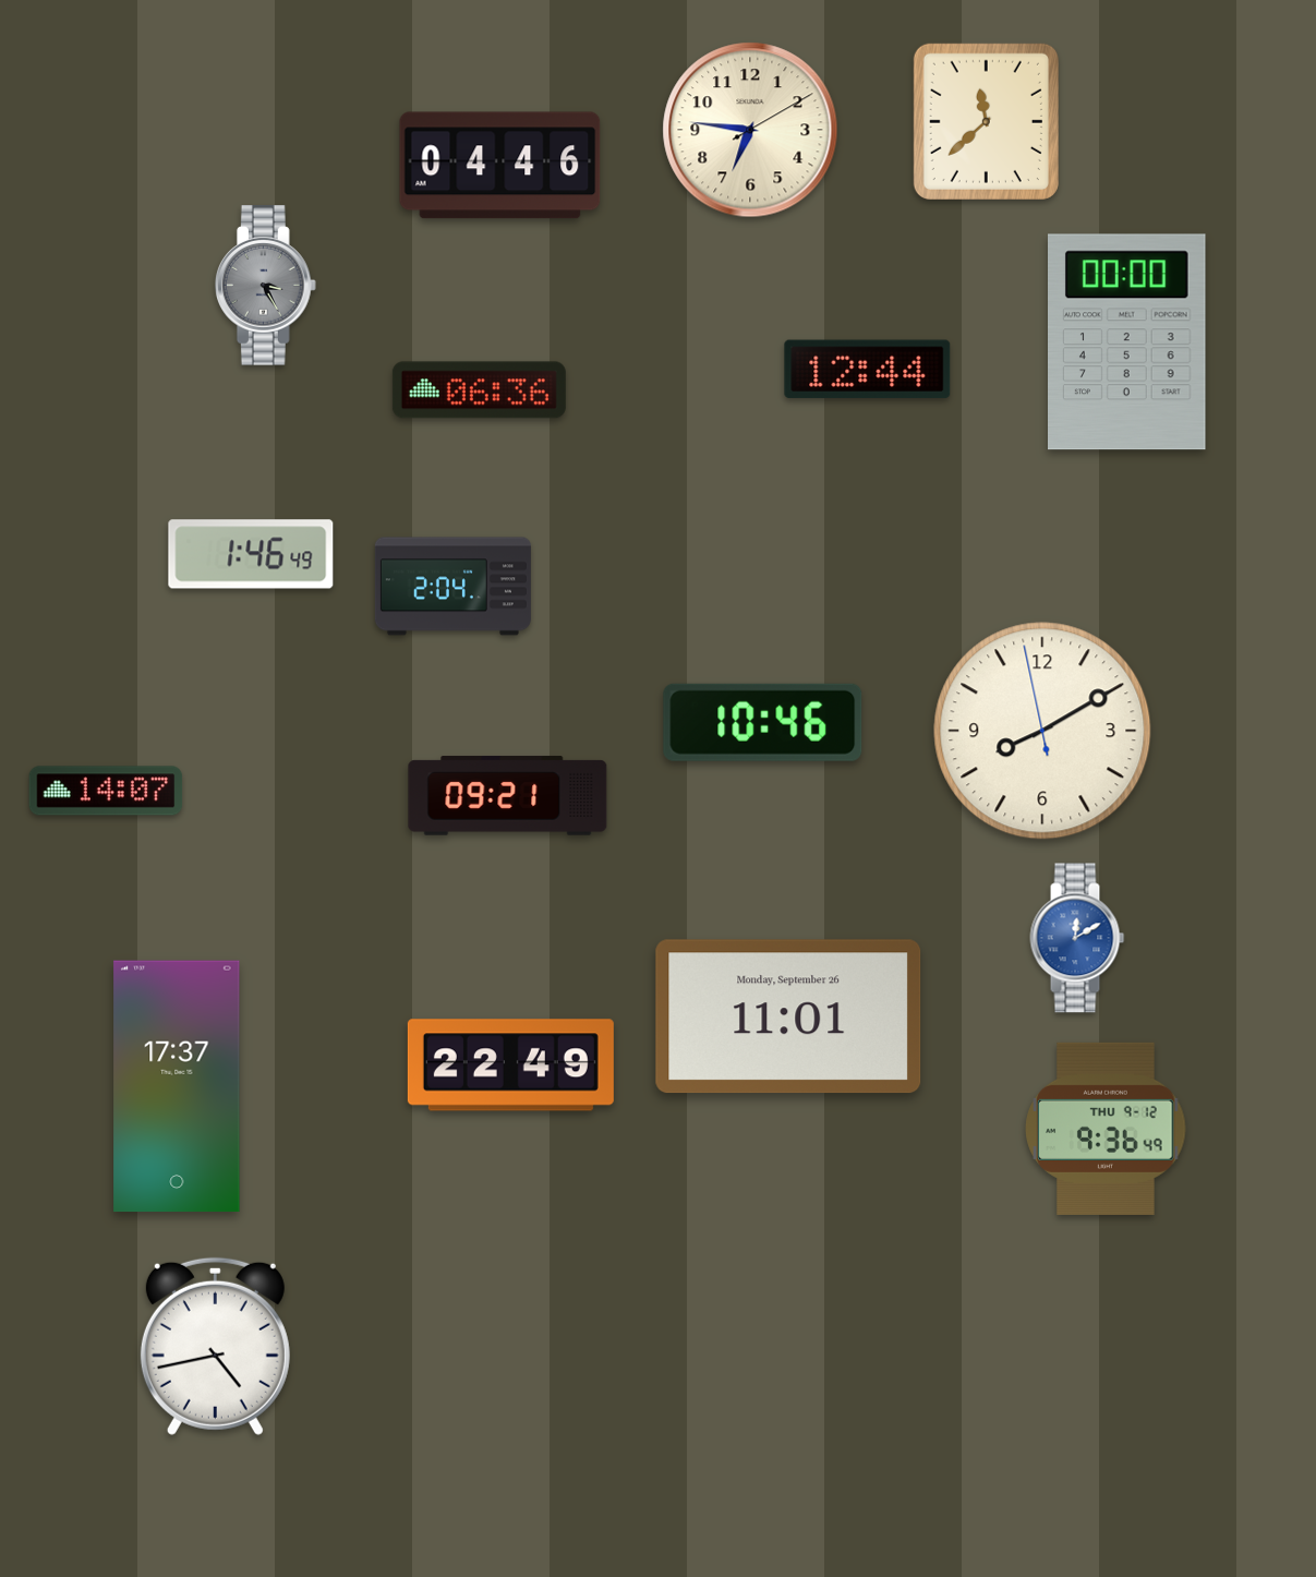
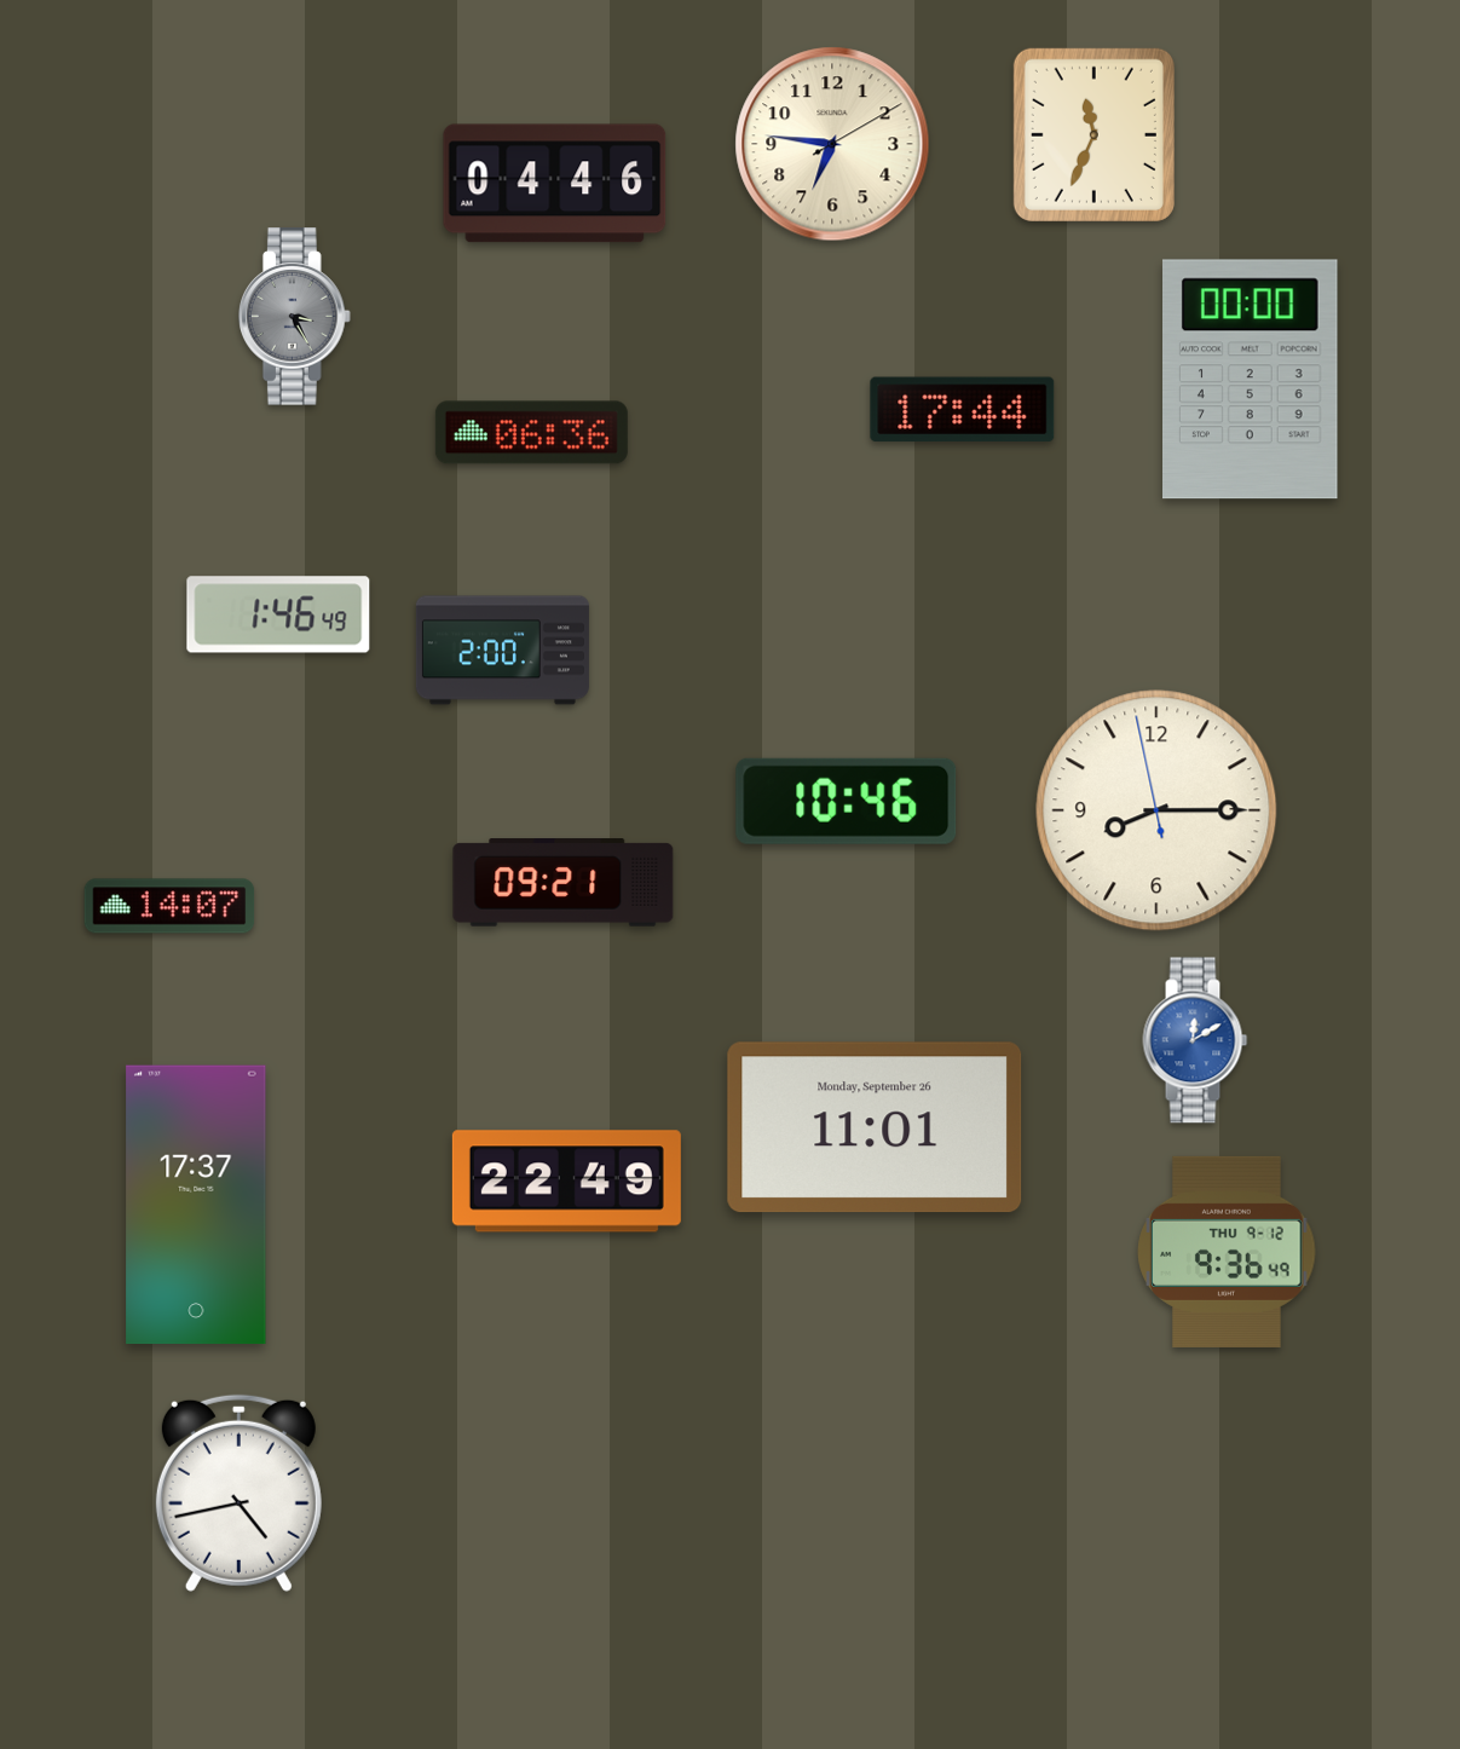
clock at (986, 121): 11:38 -> 11:34
clock at (868, 370): 12:44 -> 17:44
clock at (452, 587): 2:04 -> 2:00
clock at (1042, 731): 8:09 -> 8:14
clock at (106, 791) position: (106, 791) -> (169, 906)
